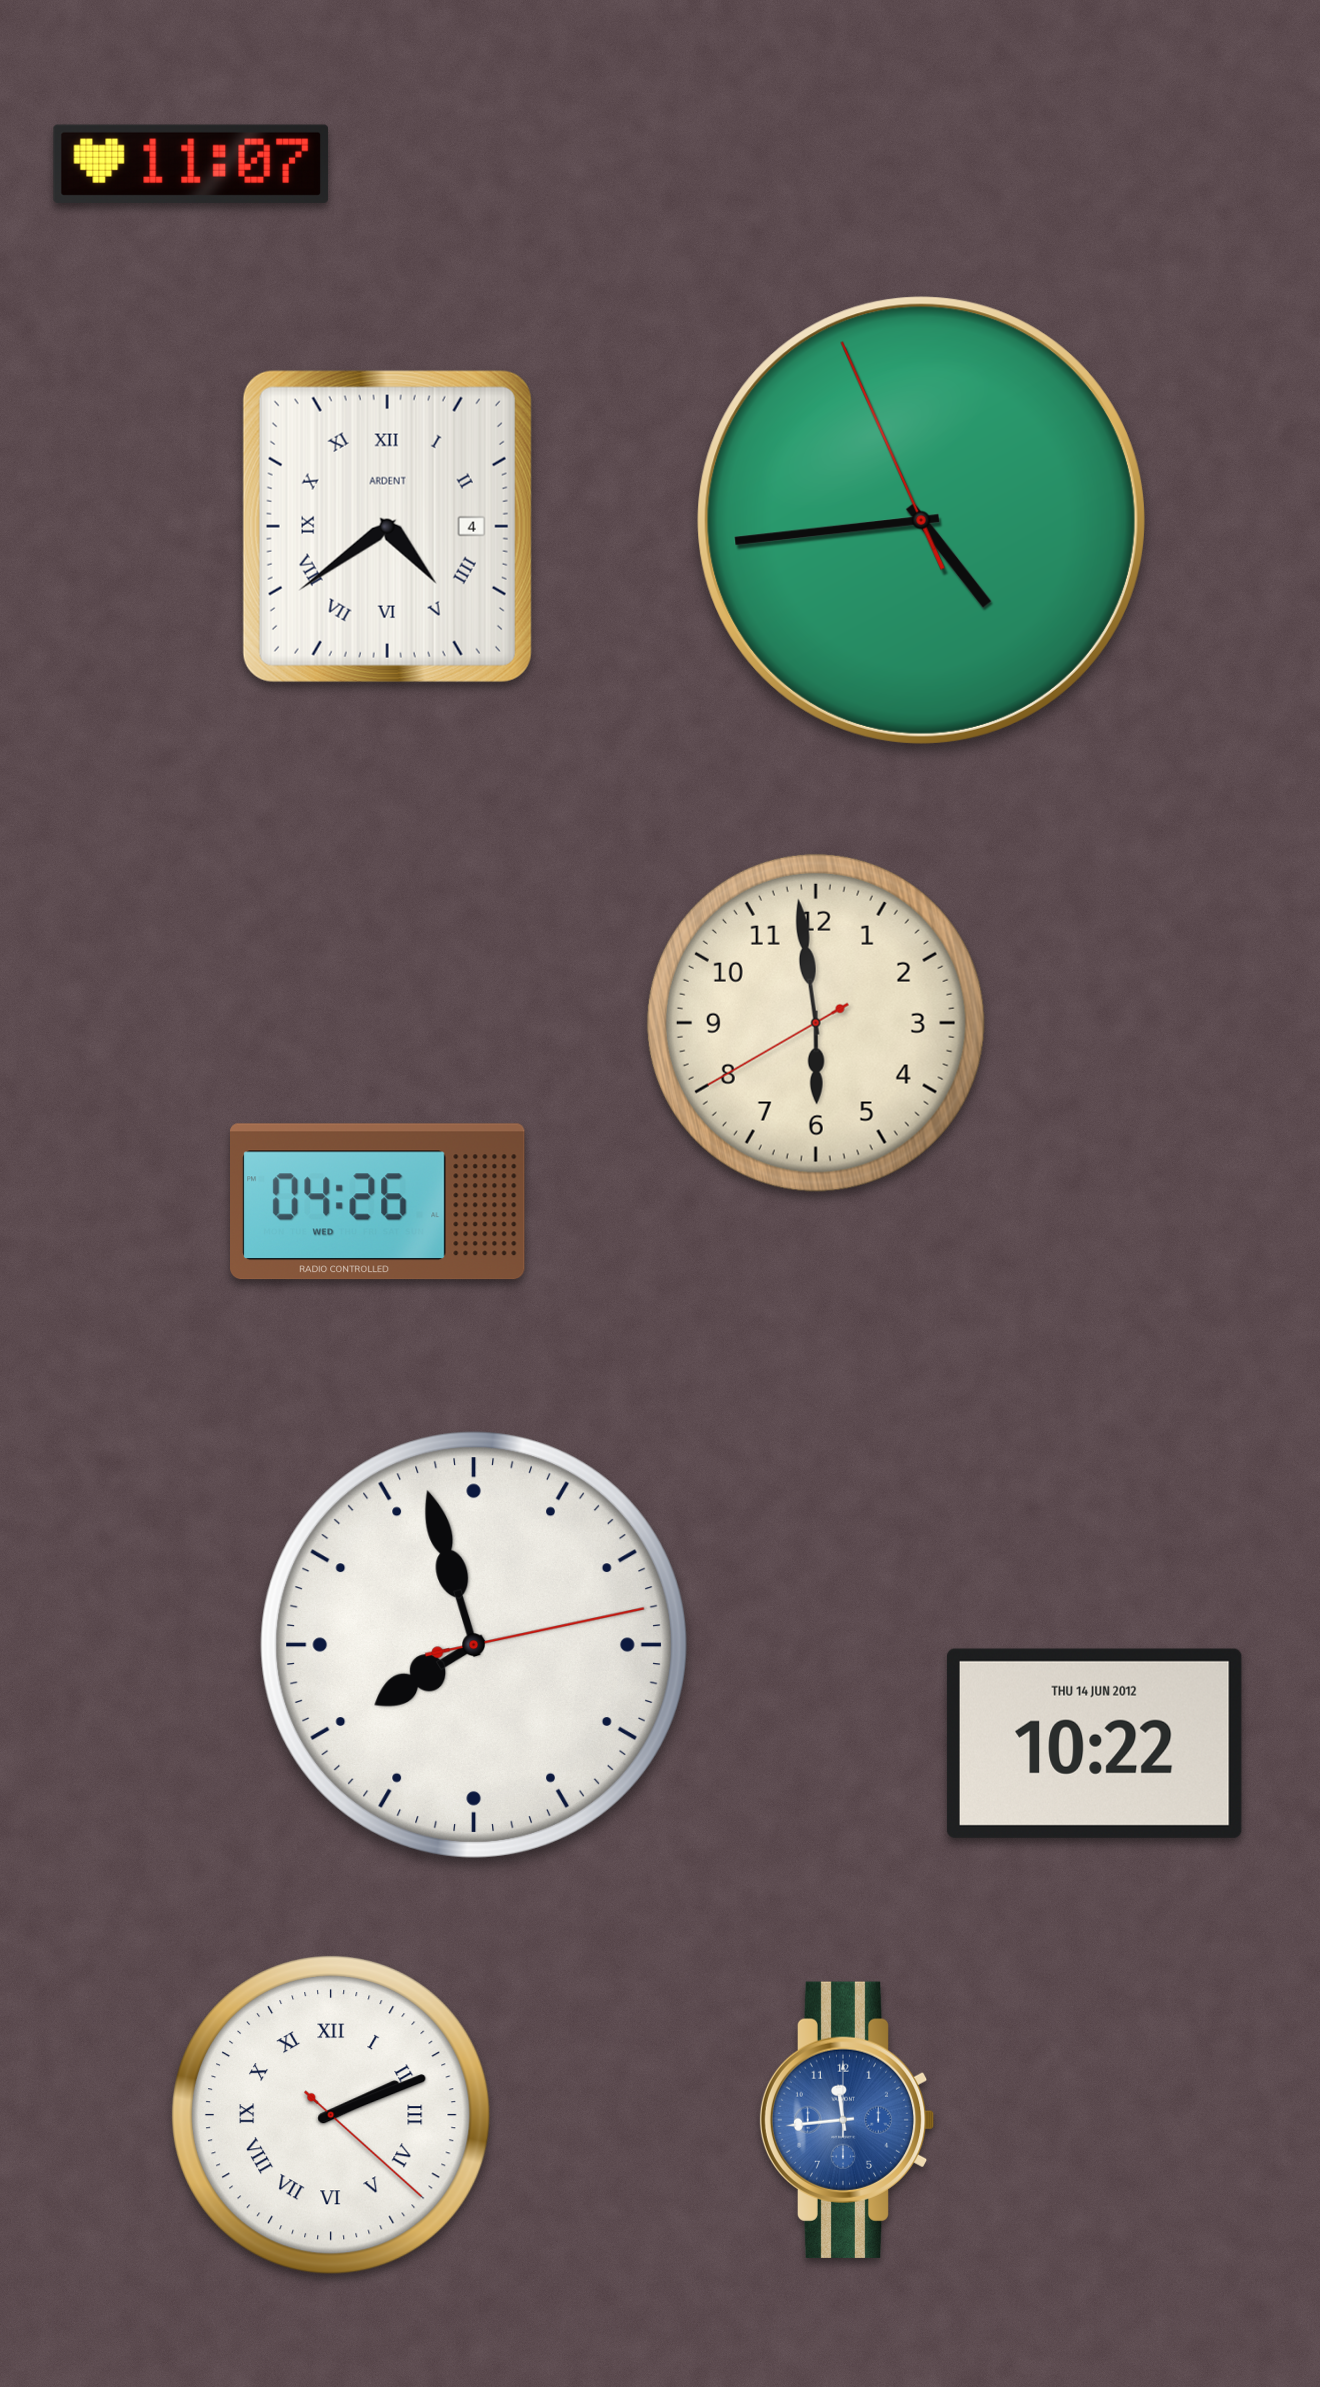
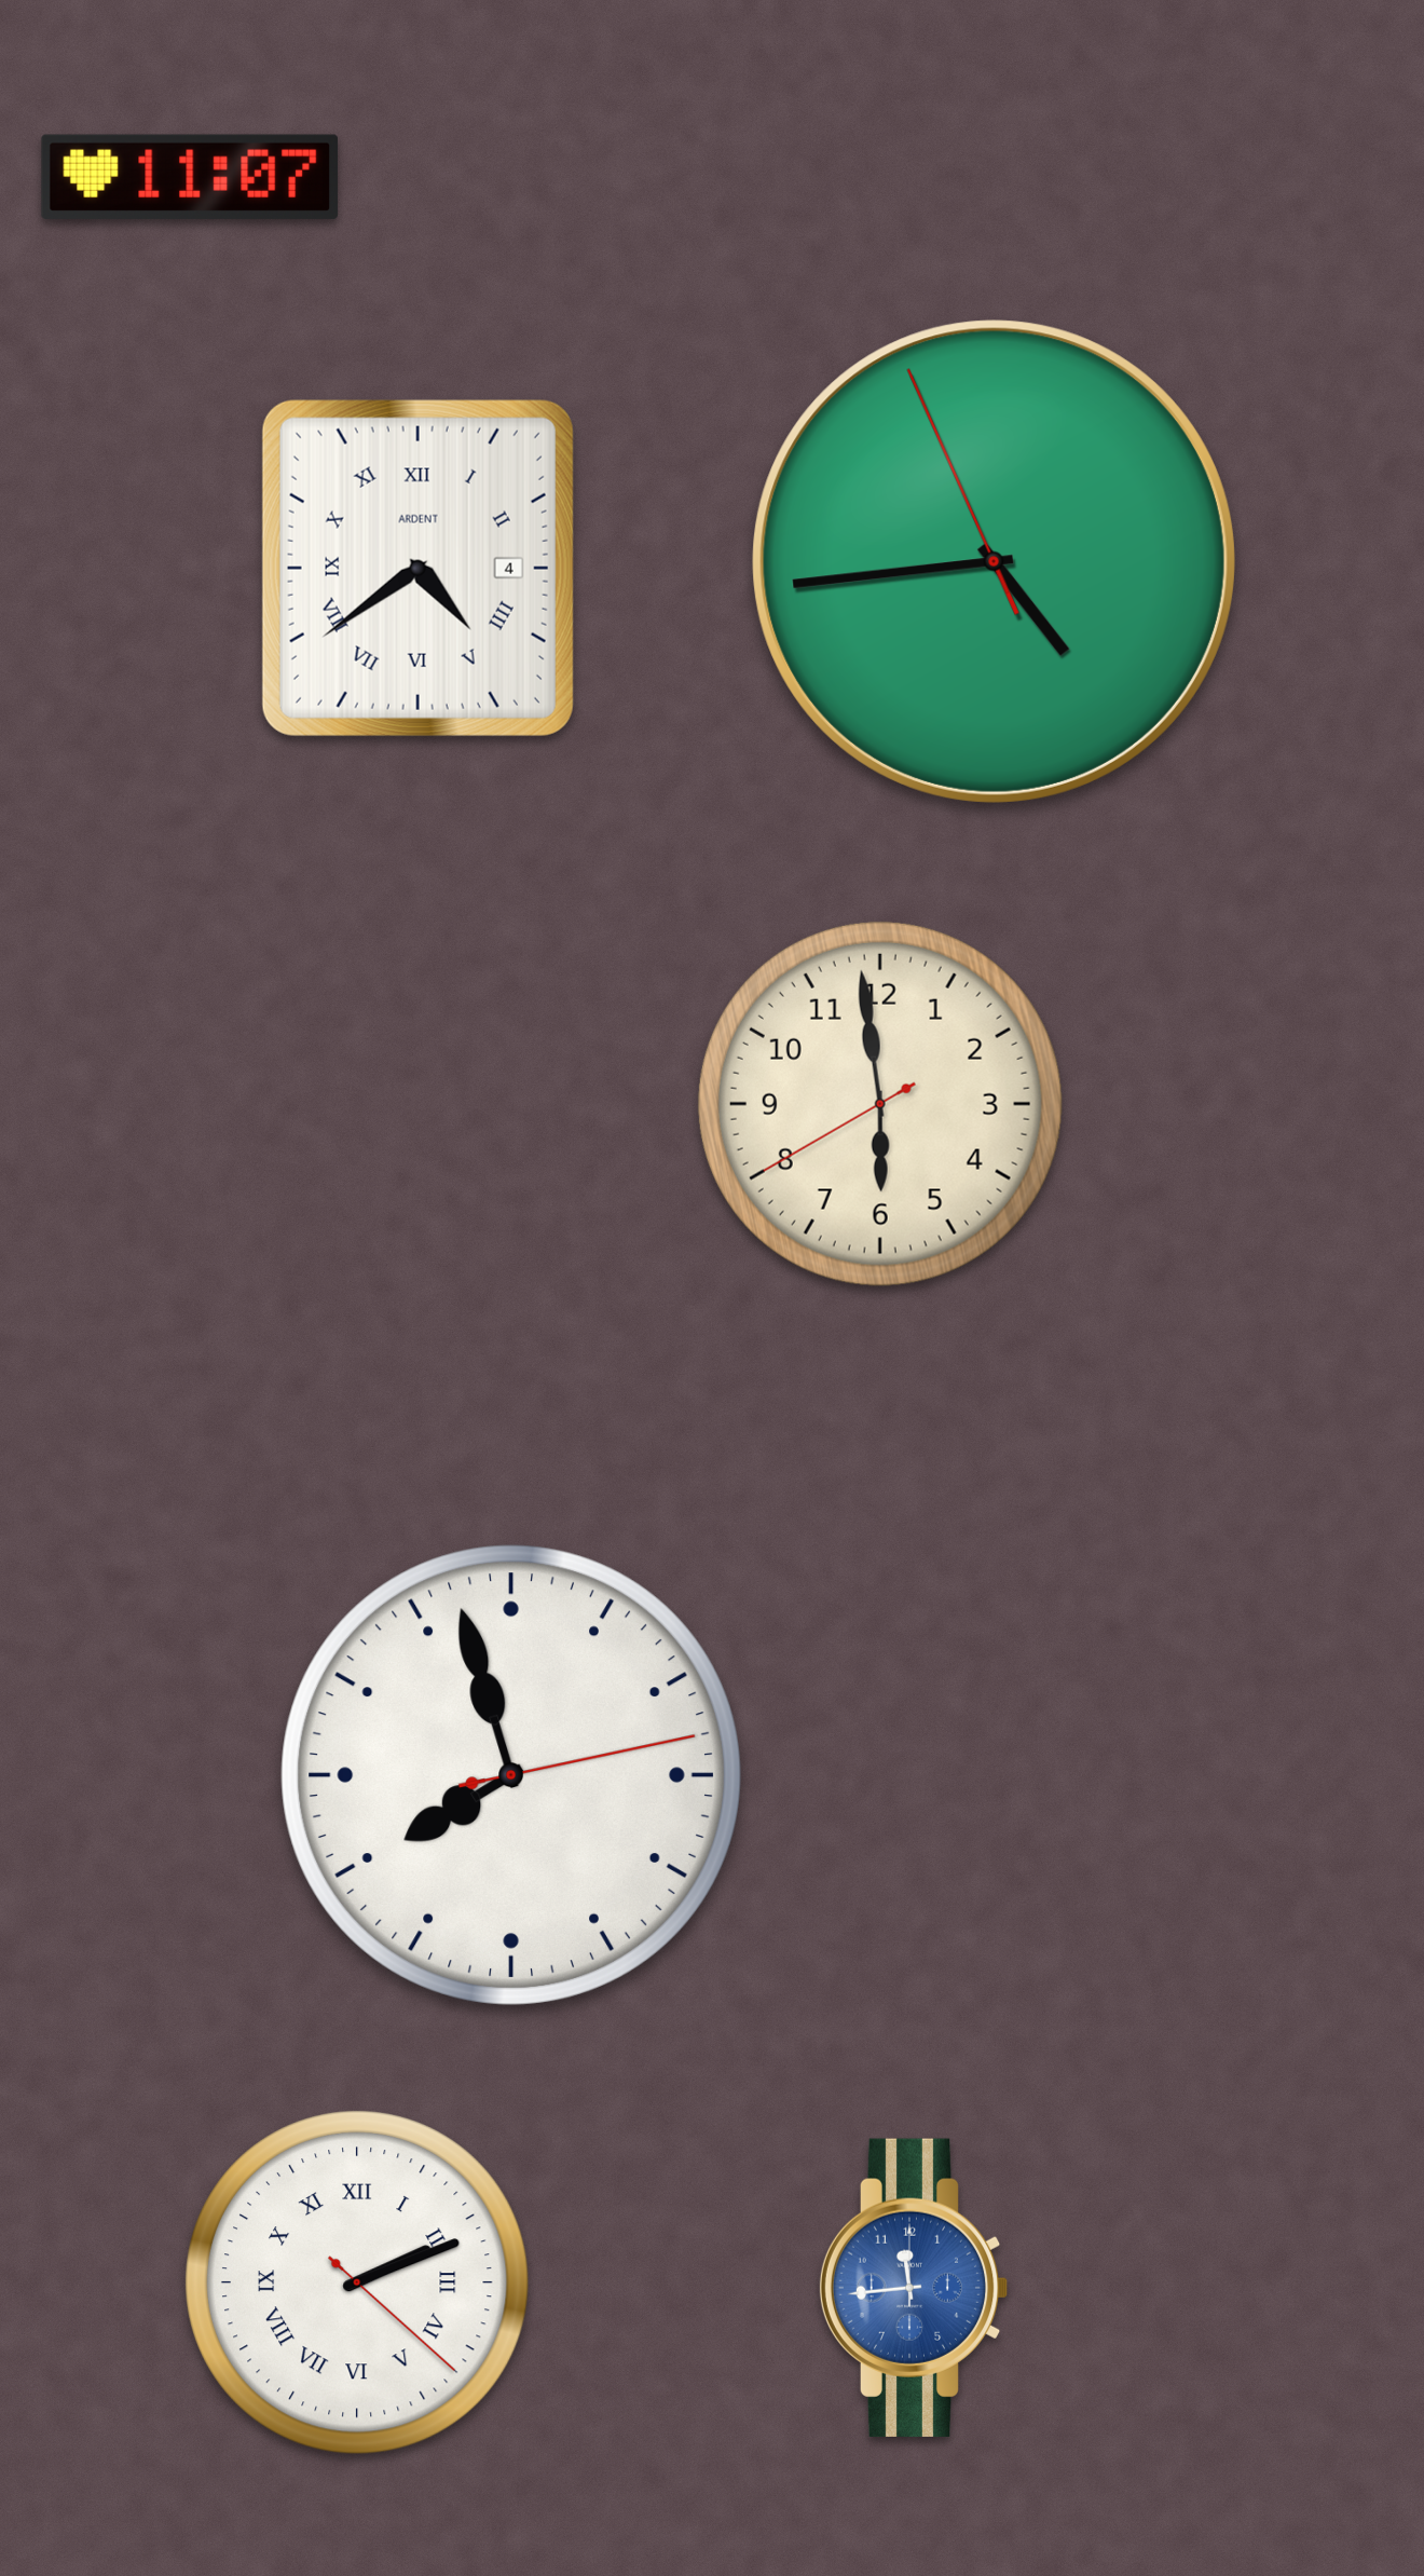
clock at (191, 164) position: (191, 164) -> (190, 177)
clock at (378, 1202): 04:26 -> none
clock at (1094, 1743): 10:22 -> none
